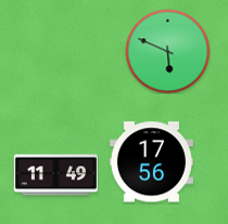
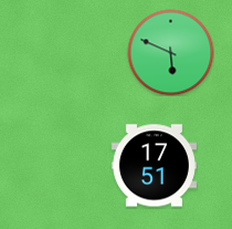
clock at (151, 162): 17:56 -> 17:51
clock at (55, 175): 11:49 -> none
